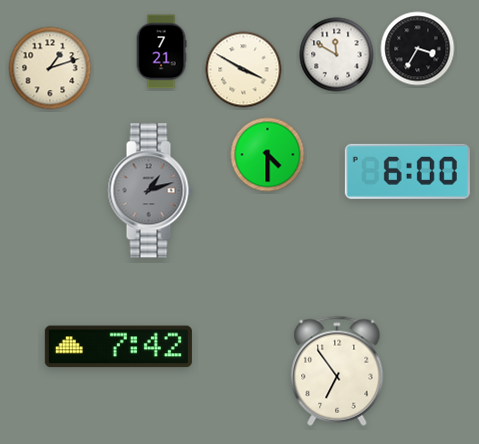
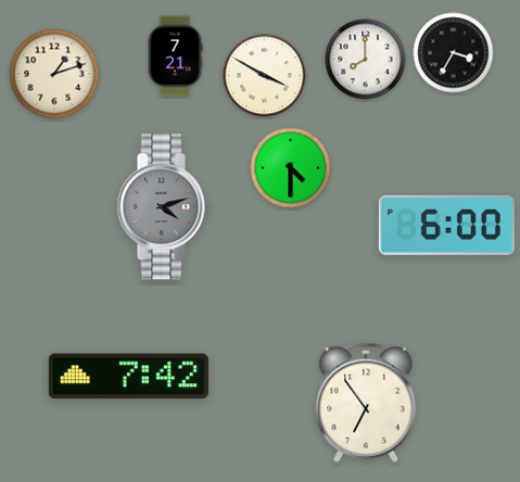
clock at (337, 55): 11:50 -> 8:00
clock at (407, 171) position: (407, 171) -> (446, 225)
clock at (150, 191): 1:12 -> 4:12
